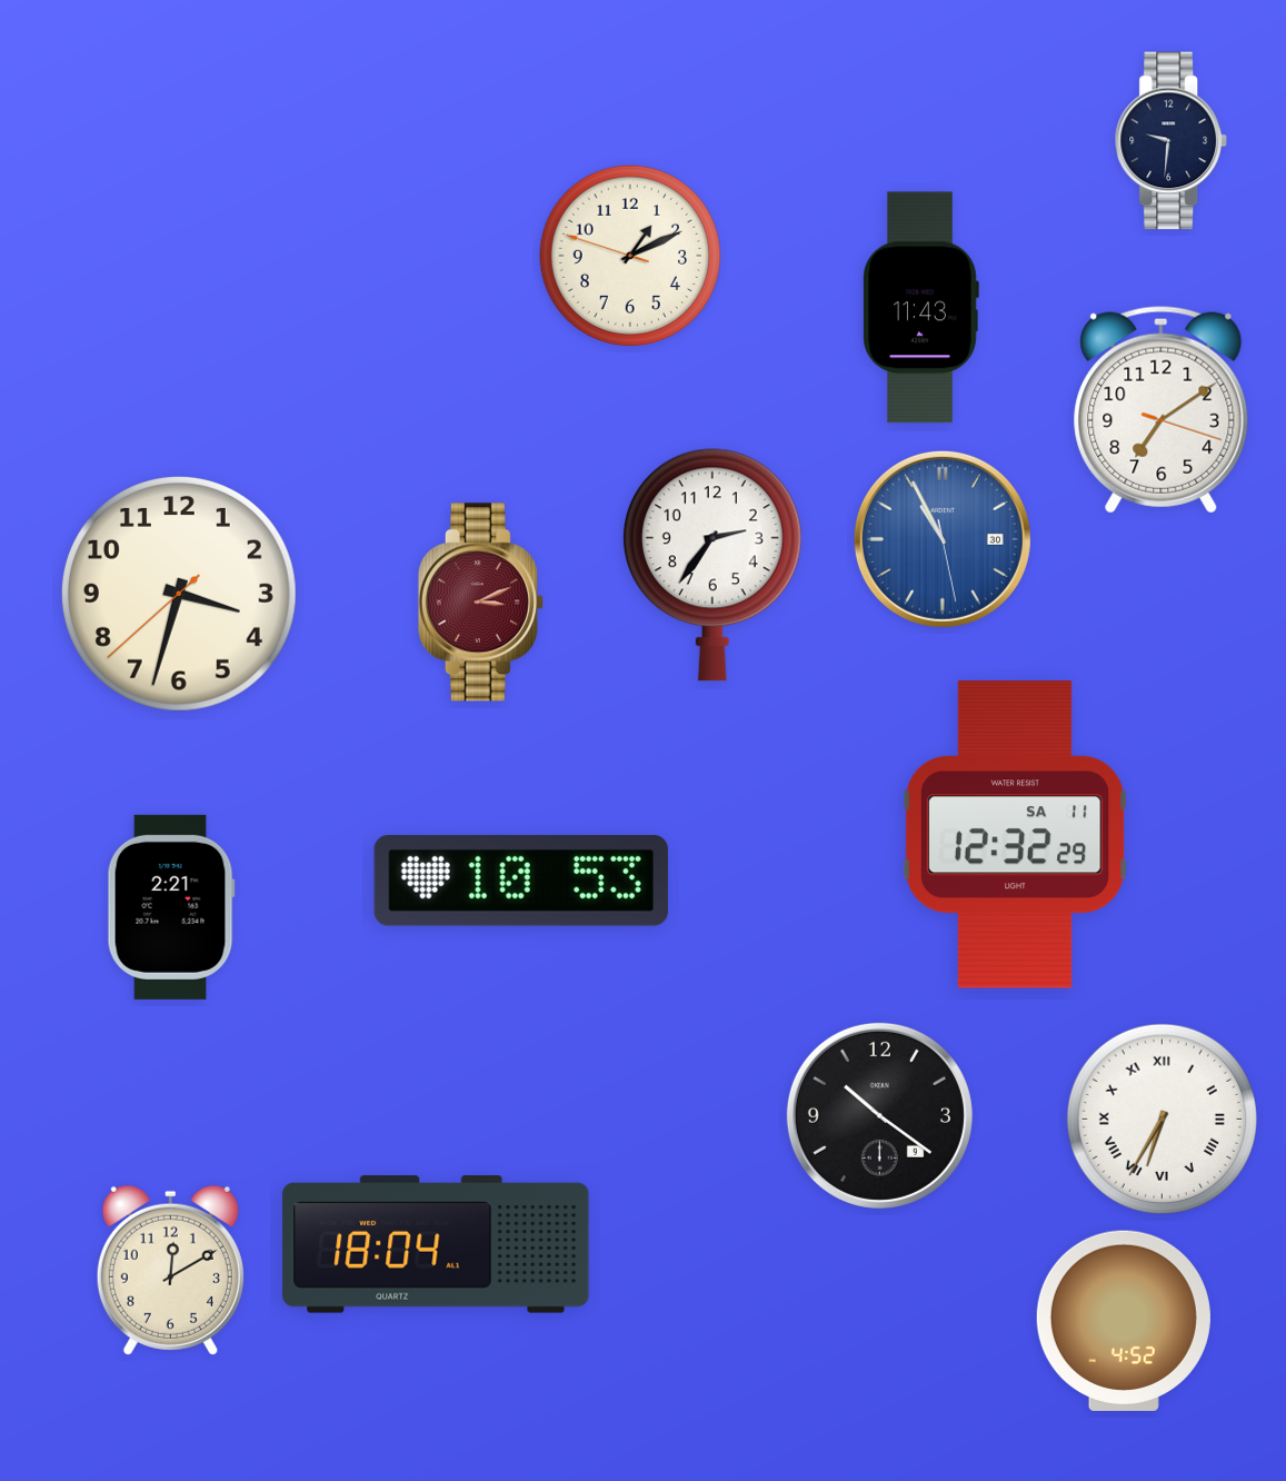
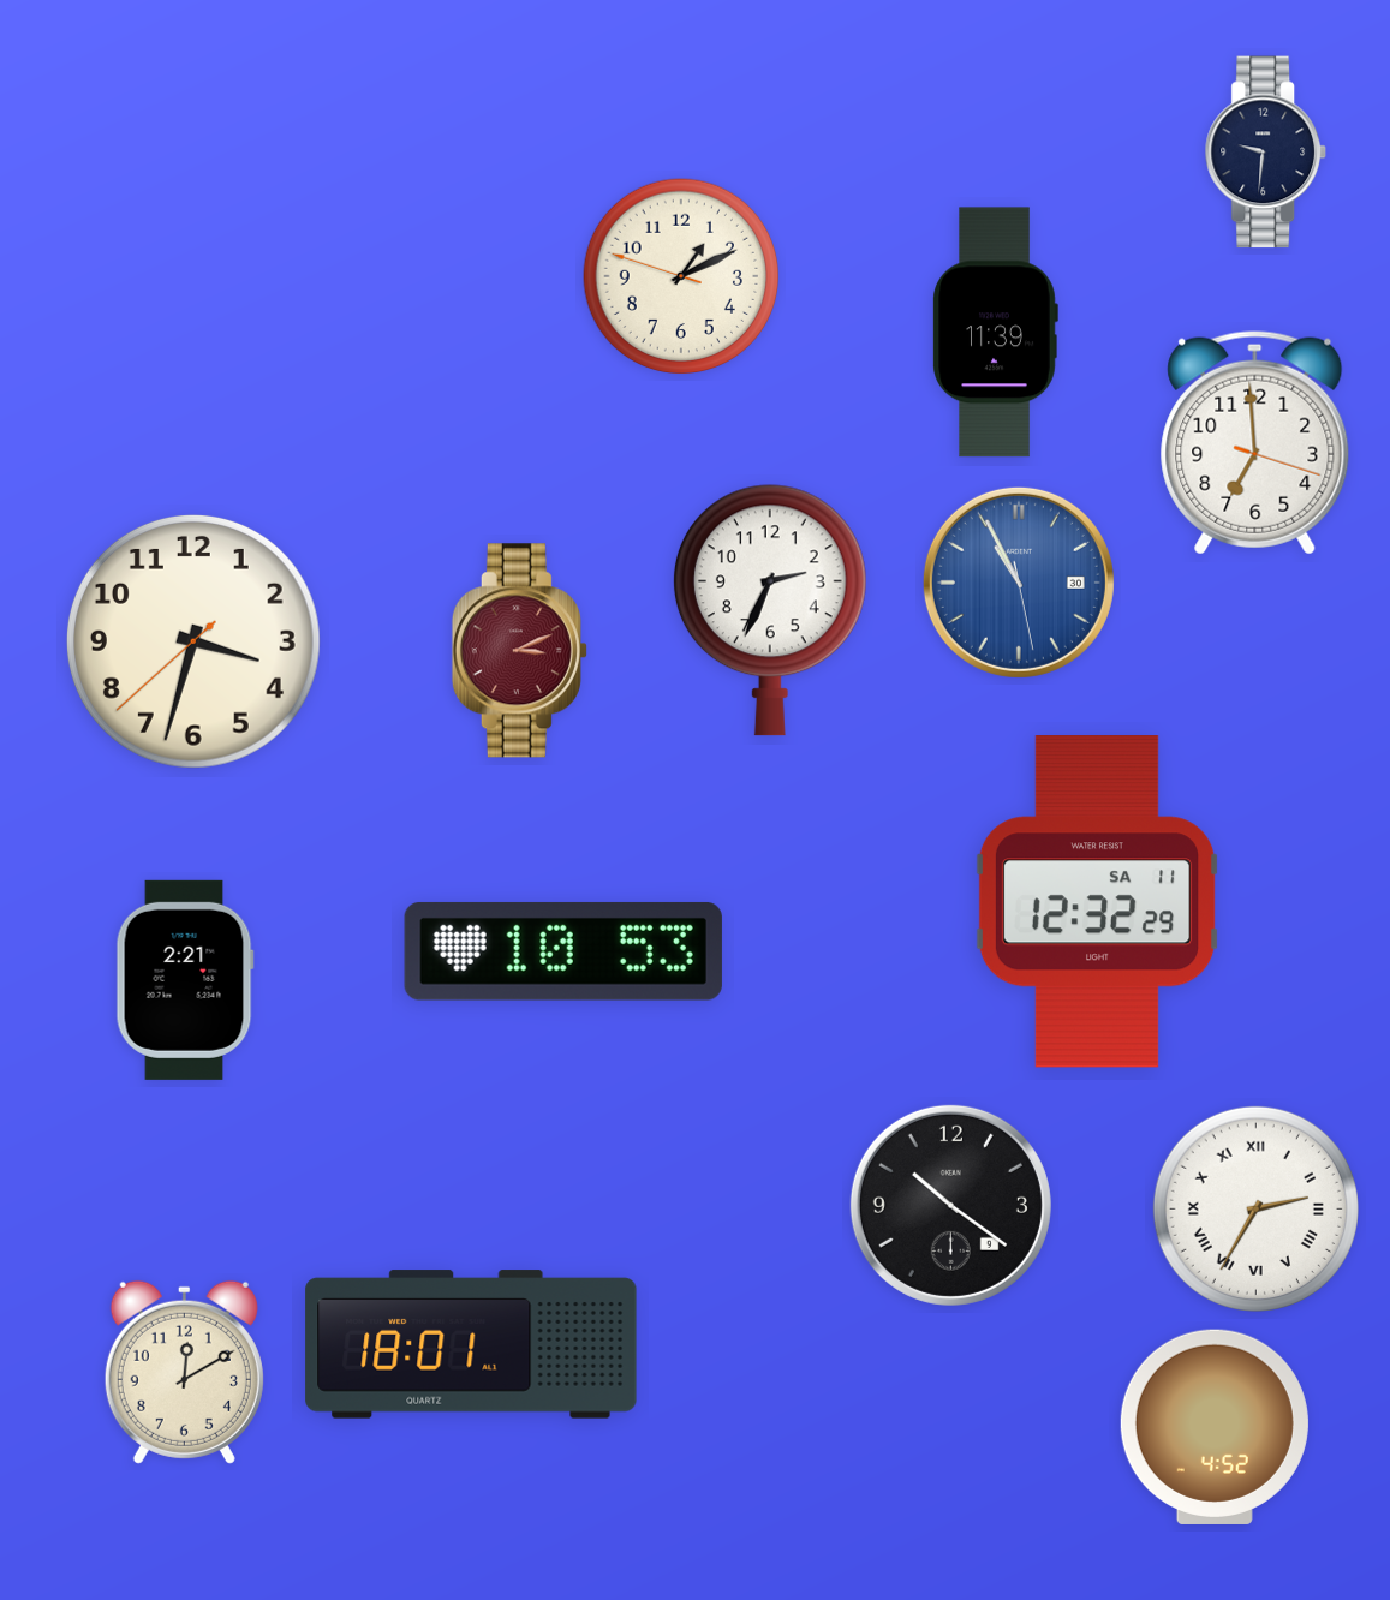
clock at (920, 308): 11:43 -> 11:39
clock at (1162, 409): 7:09 -> 6:59
clock at (712, 565): 2:36 -> 2:34
clock at (1162, 1119): 6:35 -> 2:35
clock at (436, 1244): 18:04 -> 18:01
